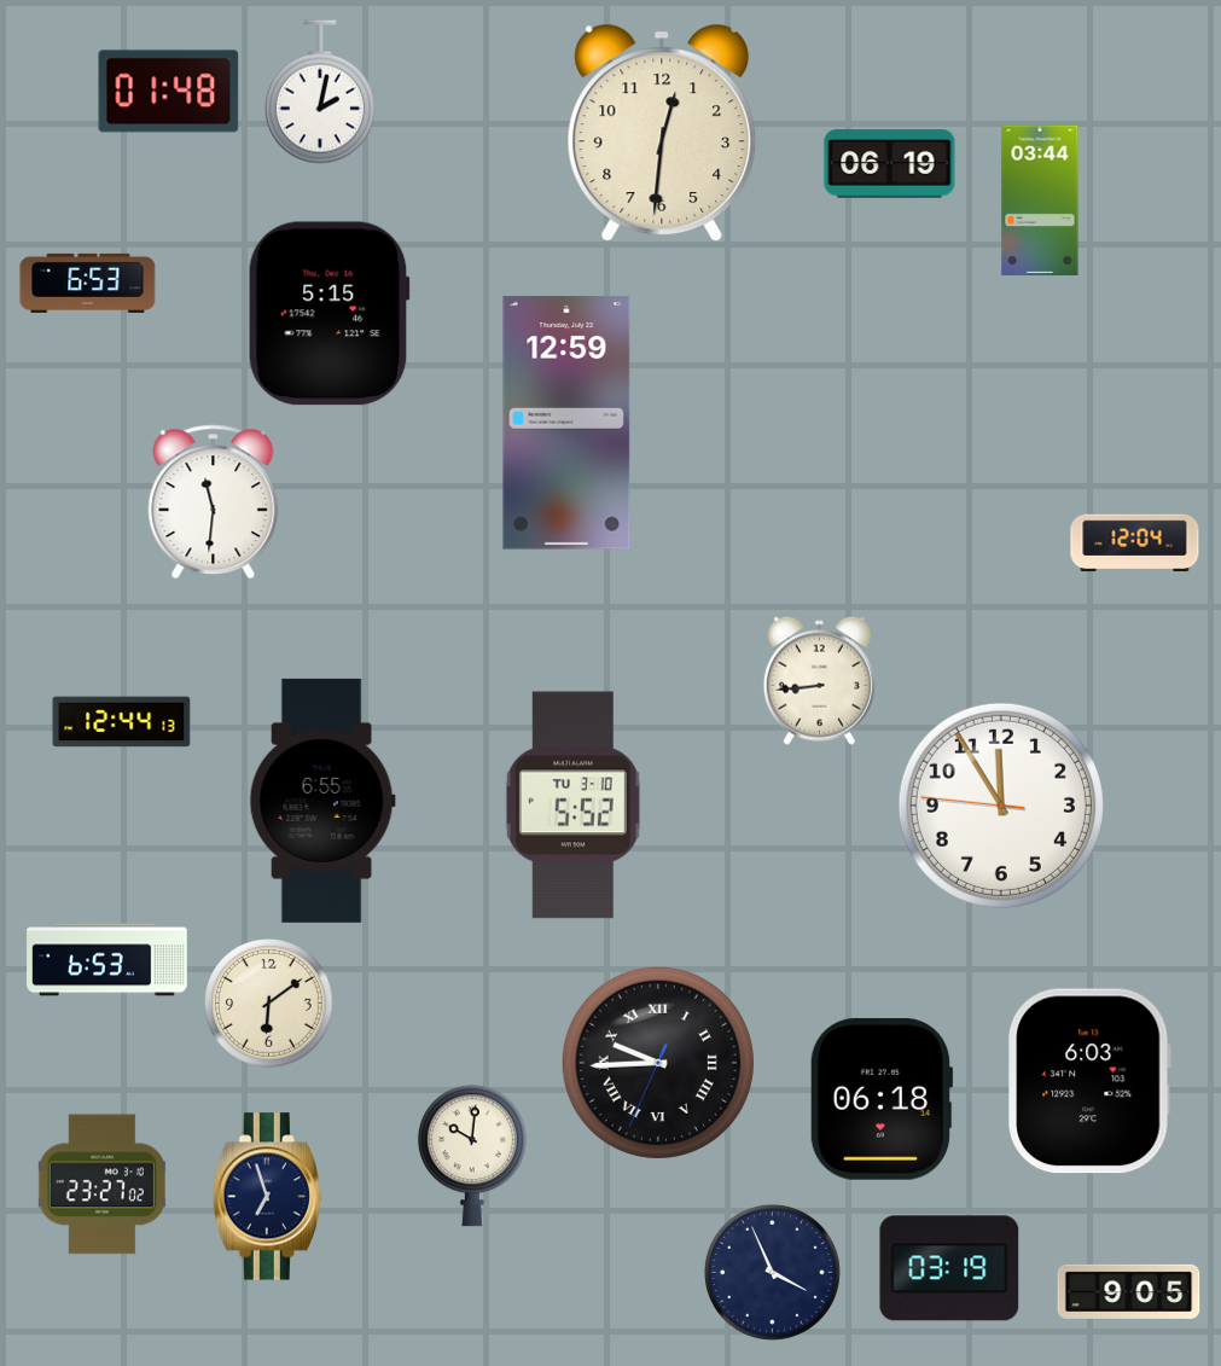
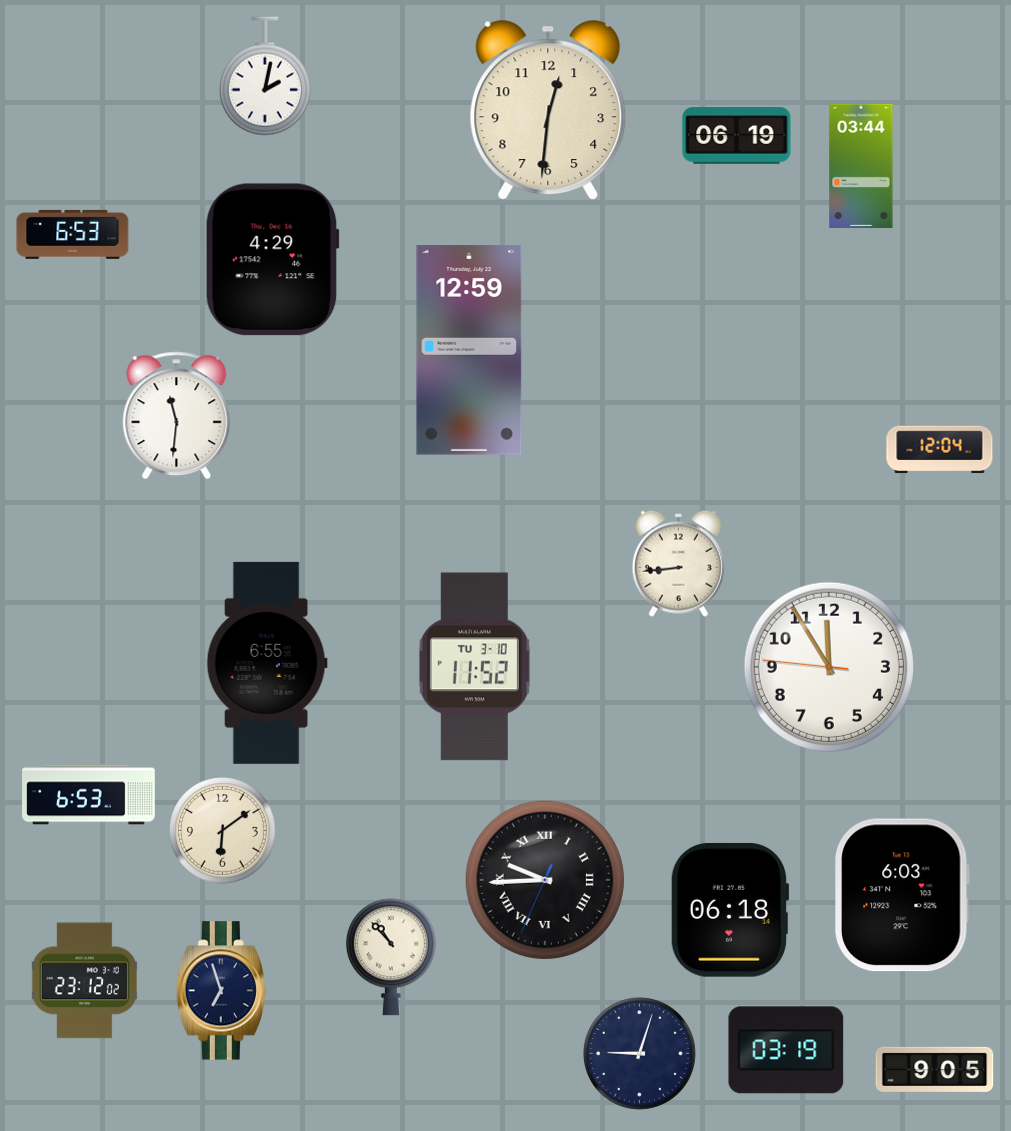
clock at (169, 92): 01:48 -> none
clock at (328, 314): 5:15 -> 4:29
clock at (122, 722): 12:44 -> none
clock at (572, 806): 5:52 -> 11:52
clock at (472, 1156): 10:01 -> 10:53
clock at (101, 1185): 23:27 -> 23:12
clock at (772, 1272): 3:56 -> 9:03
